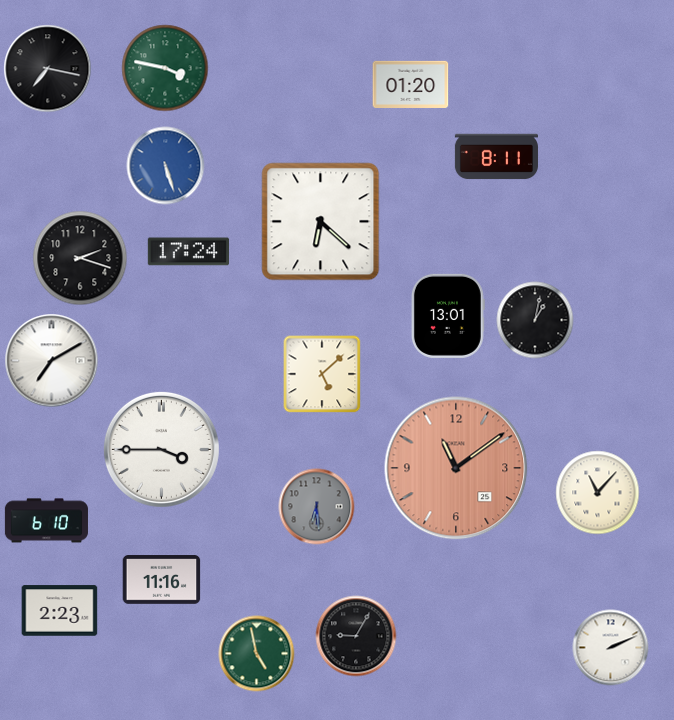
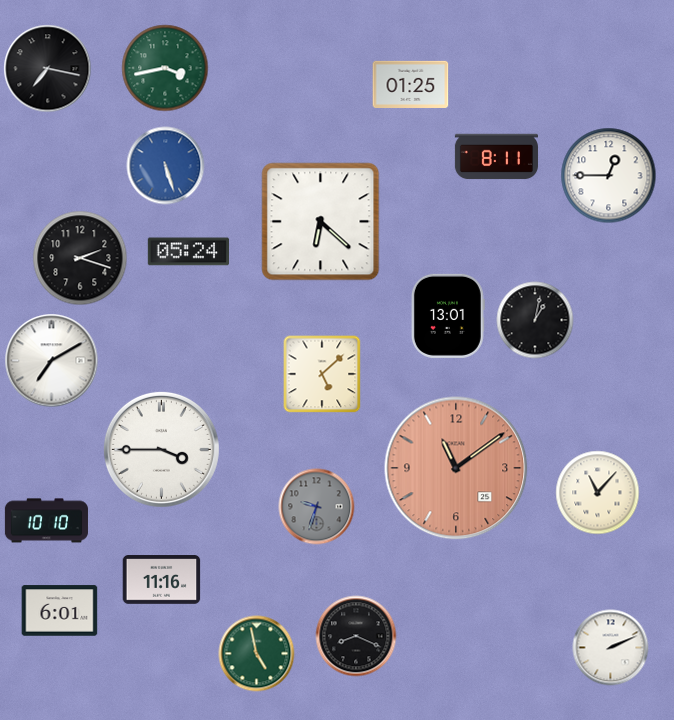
clock at (165, 68): 3:47 -> 3:43
clock at (411, 84): 01:20 -> 01:25
clock at (609, 176): none -> 12:45
clock at (188, 252): 17:24 -> 05:24
clock at (317, 507): 6:29 -> 9:33
clock at (46, 521): 6:10 -> 10:10
clock at (60, 611): 2:23 -> 6:01
clock at (356, 636): 9:05 -> 8:19
